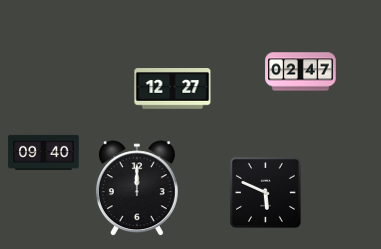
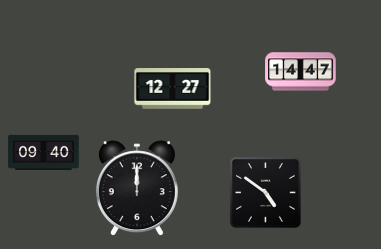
clock at (301, 72): 02:47 -> 14:47
clock at (265, 192): 5:49 -> 4:51
